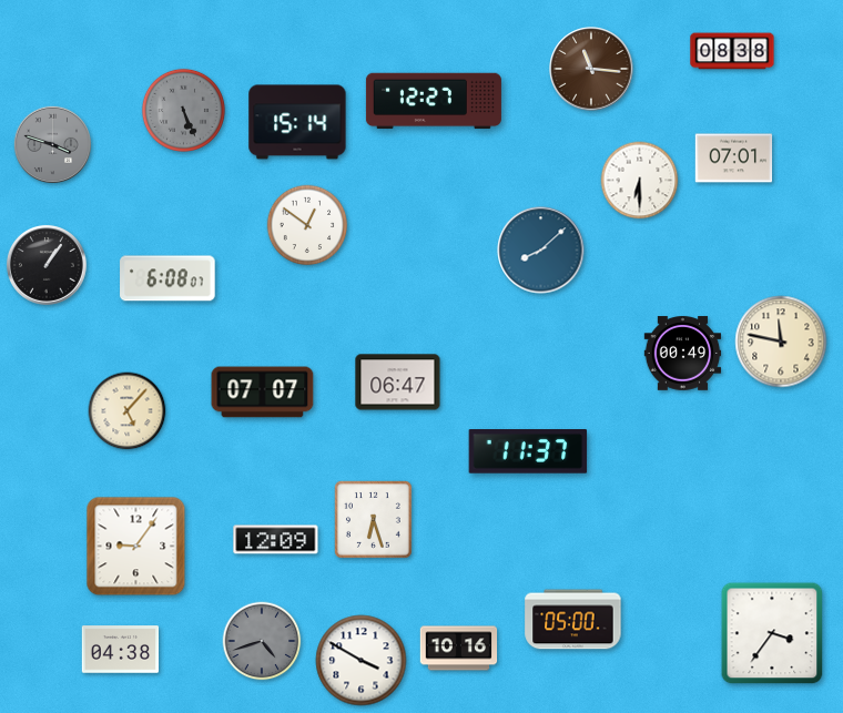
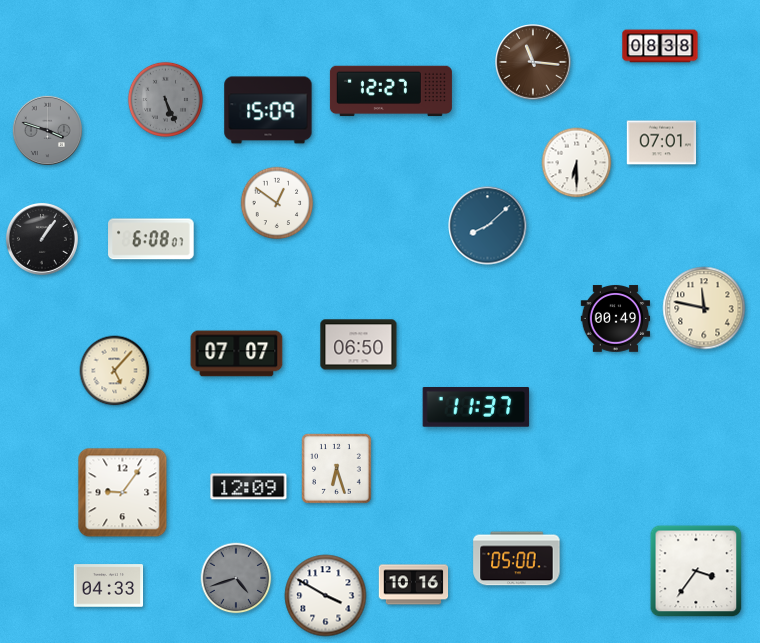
clock at (297, 122): 15:14 -> 15:09
clock at (167, 278) position: (167, 278) -> (151, 239)
clock at (398, 383): 06:47 -> 06:50
clock at (121, 650): 04:38 -> 04:33
